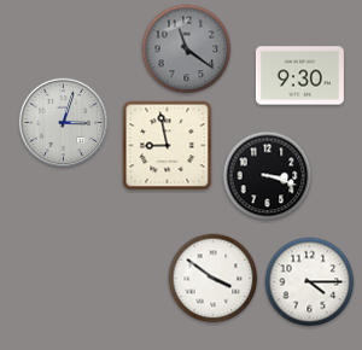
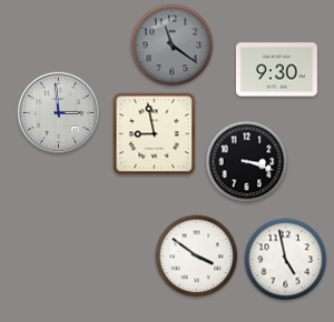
clock at (63, 122): 3:03 -> 2:59
clock at (310, 282): 4:15 -> 4:58
